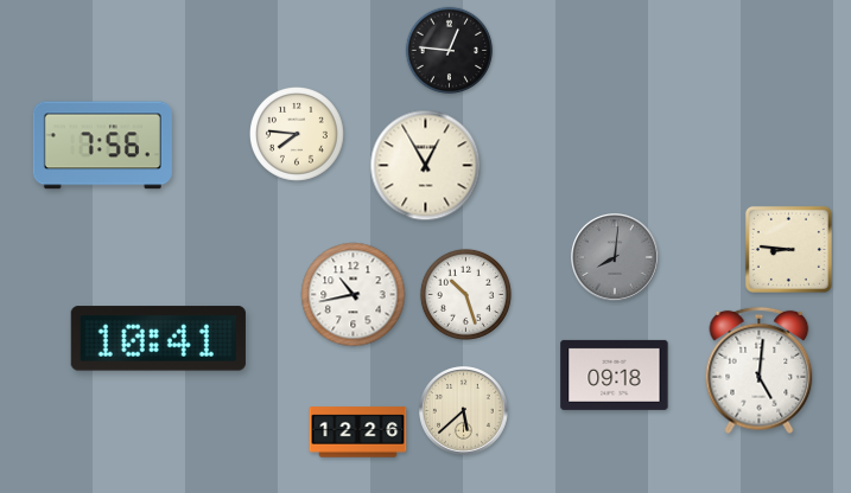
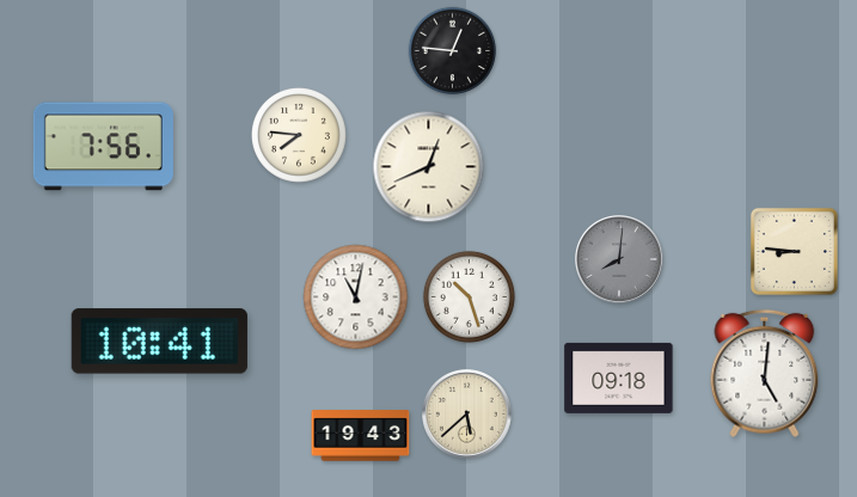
clock at (426, 166): 12:55 -> 12:41
clock at (354, 295): 10:43 -> 11:02
clock at (358, 433): 12:26 -> 19:43
